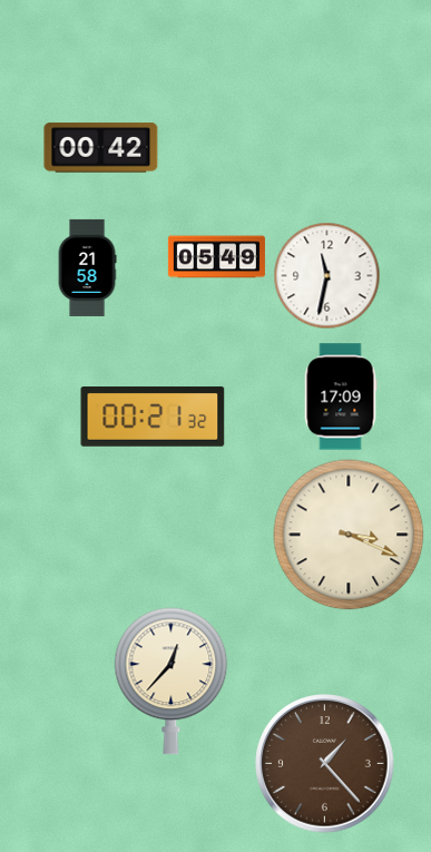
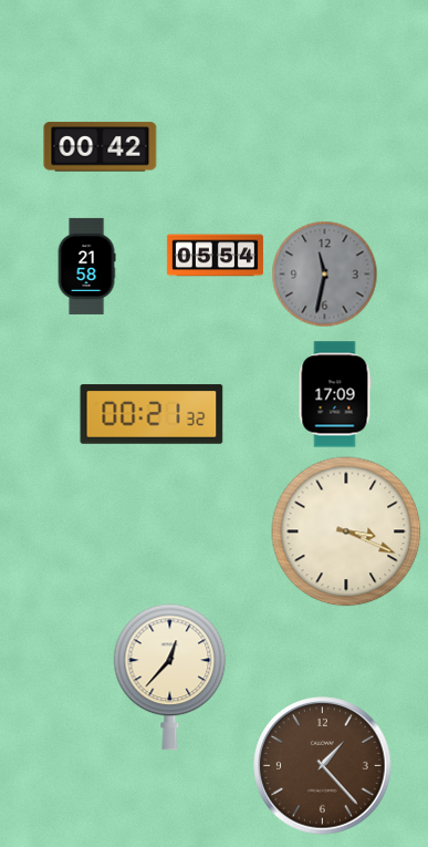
clock at (216, 257): 05:49 -> 05:54
clock at (327, 276) dial: white -> grey
clock at (341, 396) position: (341, 396) -> (335, 394)
clock at (325, 764) position: (325, 764) -> (323, 766)
